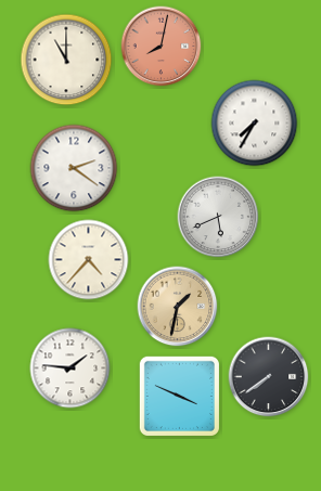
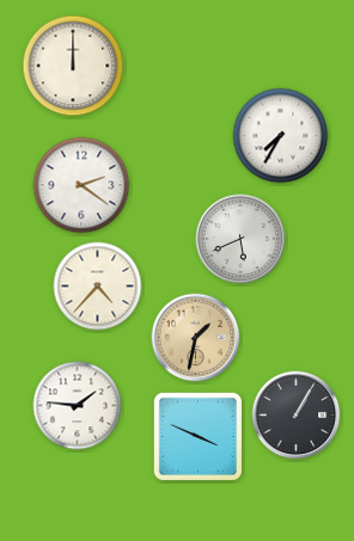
clock at (162, 47): 8:02 -> none
clock at (66, 60): 11:00 -> 12:00
clock at (269, 377): 7:39 -> 1:05
